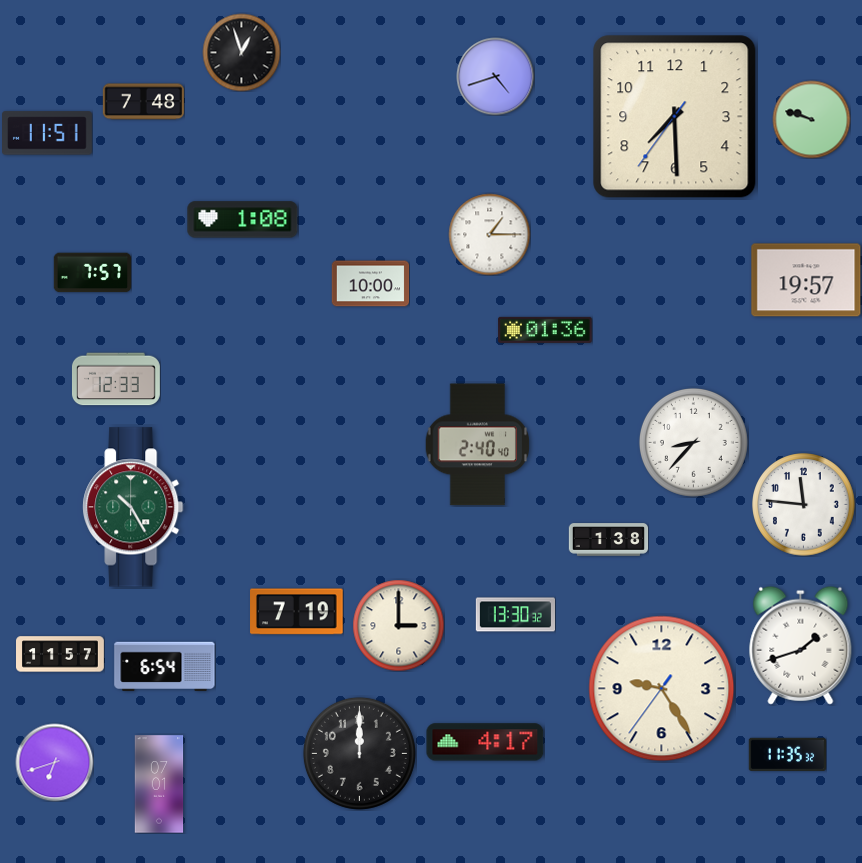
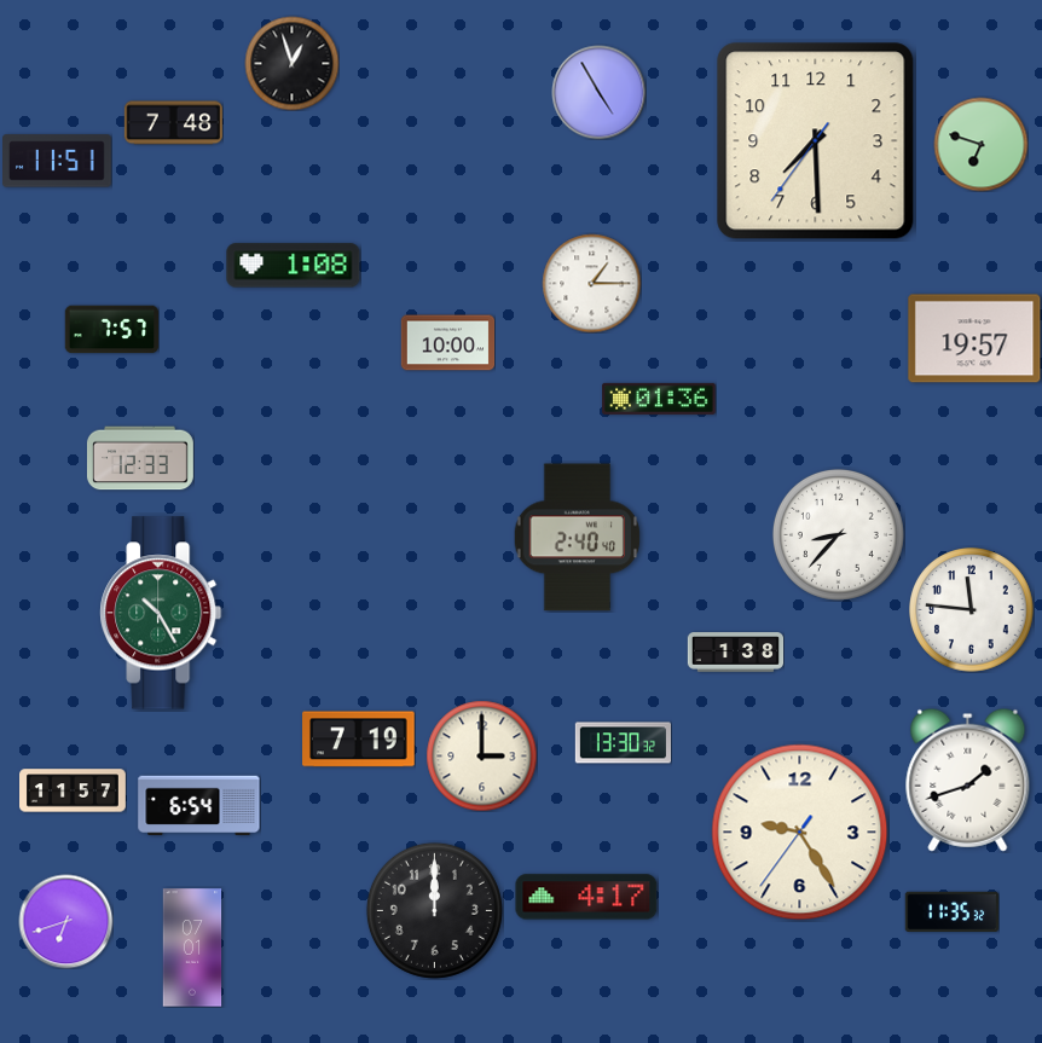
clock at (495, 76): 4:42 -> 4:55
clock at (811, 119): 9:48 -> 6:48
